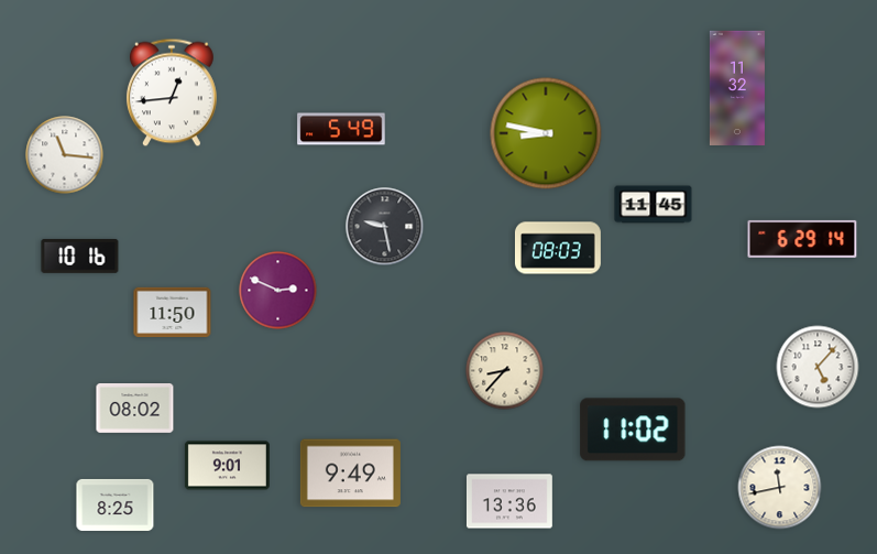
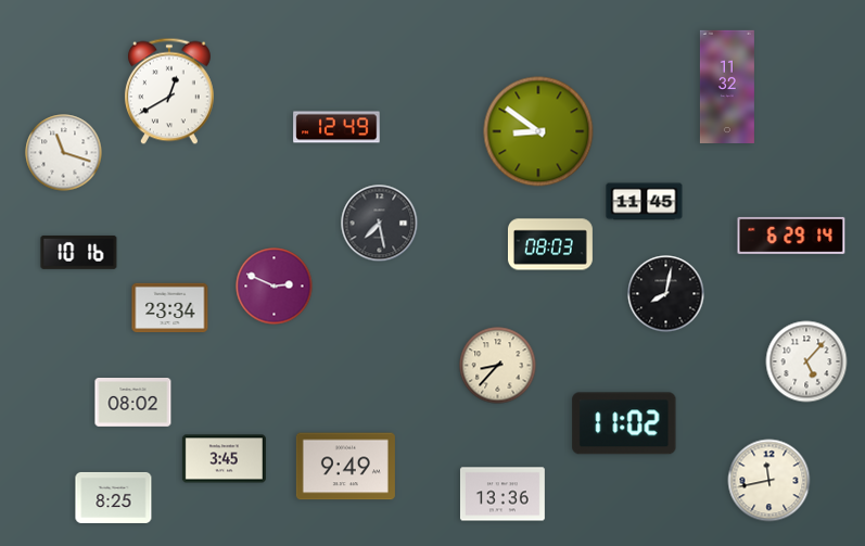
clock at (172, 93): 12:44 -> 12:40
clock at (341, 129): 5:49 -> 12:49
clock at (546, 133): 8:47 -> 8:51
clock at (65, 155): 11:16 -> 11:18
clock at (385, 227): 9:28 -> 7:28
clock at (666, 294): none -> 8:02
clock at (173, 313): 11:50 -> 23:34
clock at (227, 466): 9:01 -> 3:45
